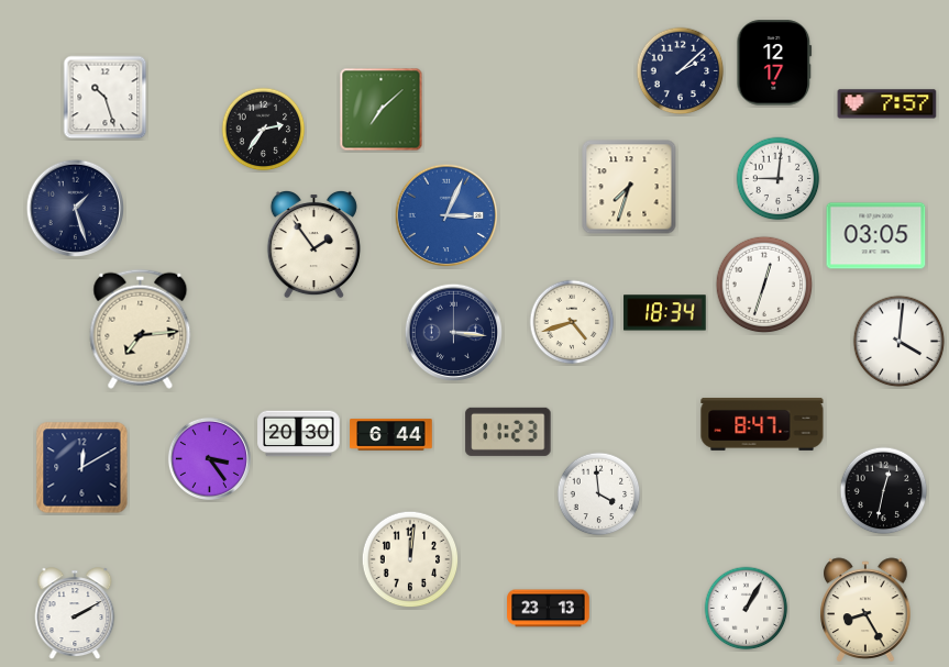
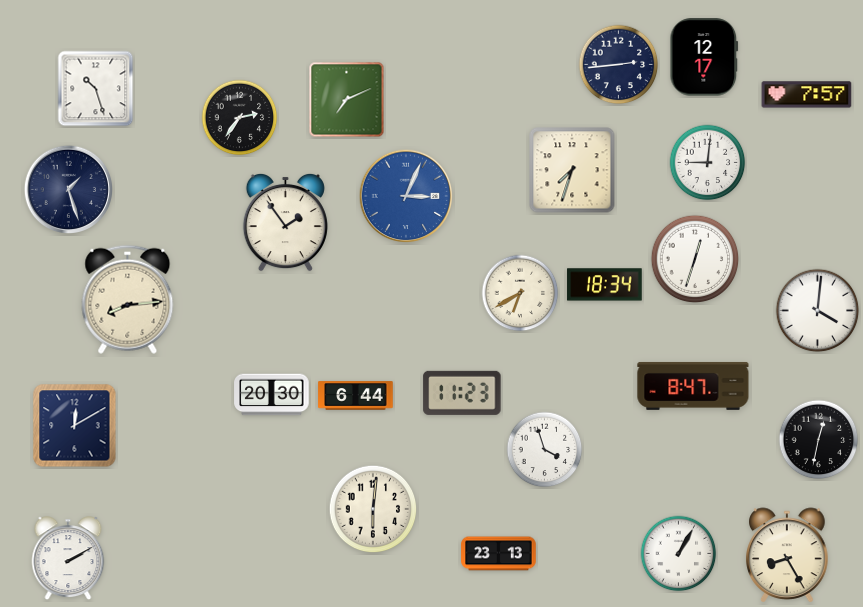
clock at (681, 71): 2:08 -> 2:44
clock at (382, 110): 7:08 -> 7:11
clock at (876, 236): 03:05 -> none
clock at (572, 322): 4:42 -> 6:40
clock at (141, 329): 7:14 -> 8:14
clock at (454, 333): 3:16 -> none
clock at (209, 458): 3:24 -> none
clock at (884, 491) position: (884, 491) -> (819, 440)
clock at (599, 494): 3:59 -> 3:57
clock at (410, 559): 12:01 -> 6:01
